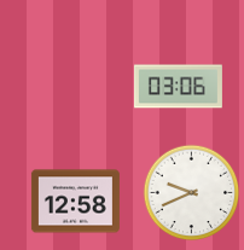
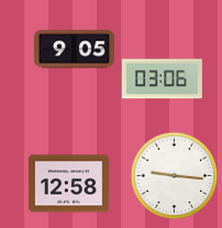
clock at (74, 50): none -> 9:05
clock at (192, 193): 9:41 -> 9:16
